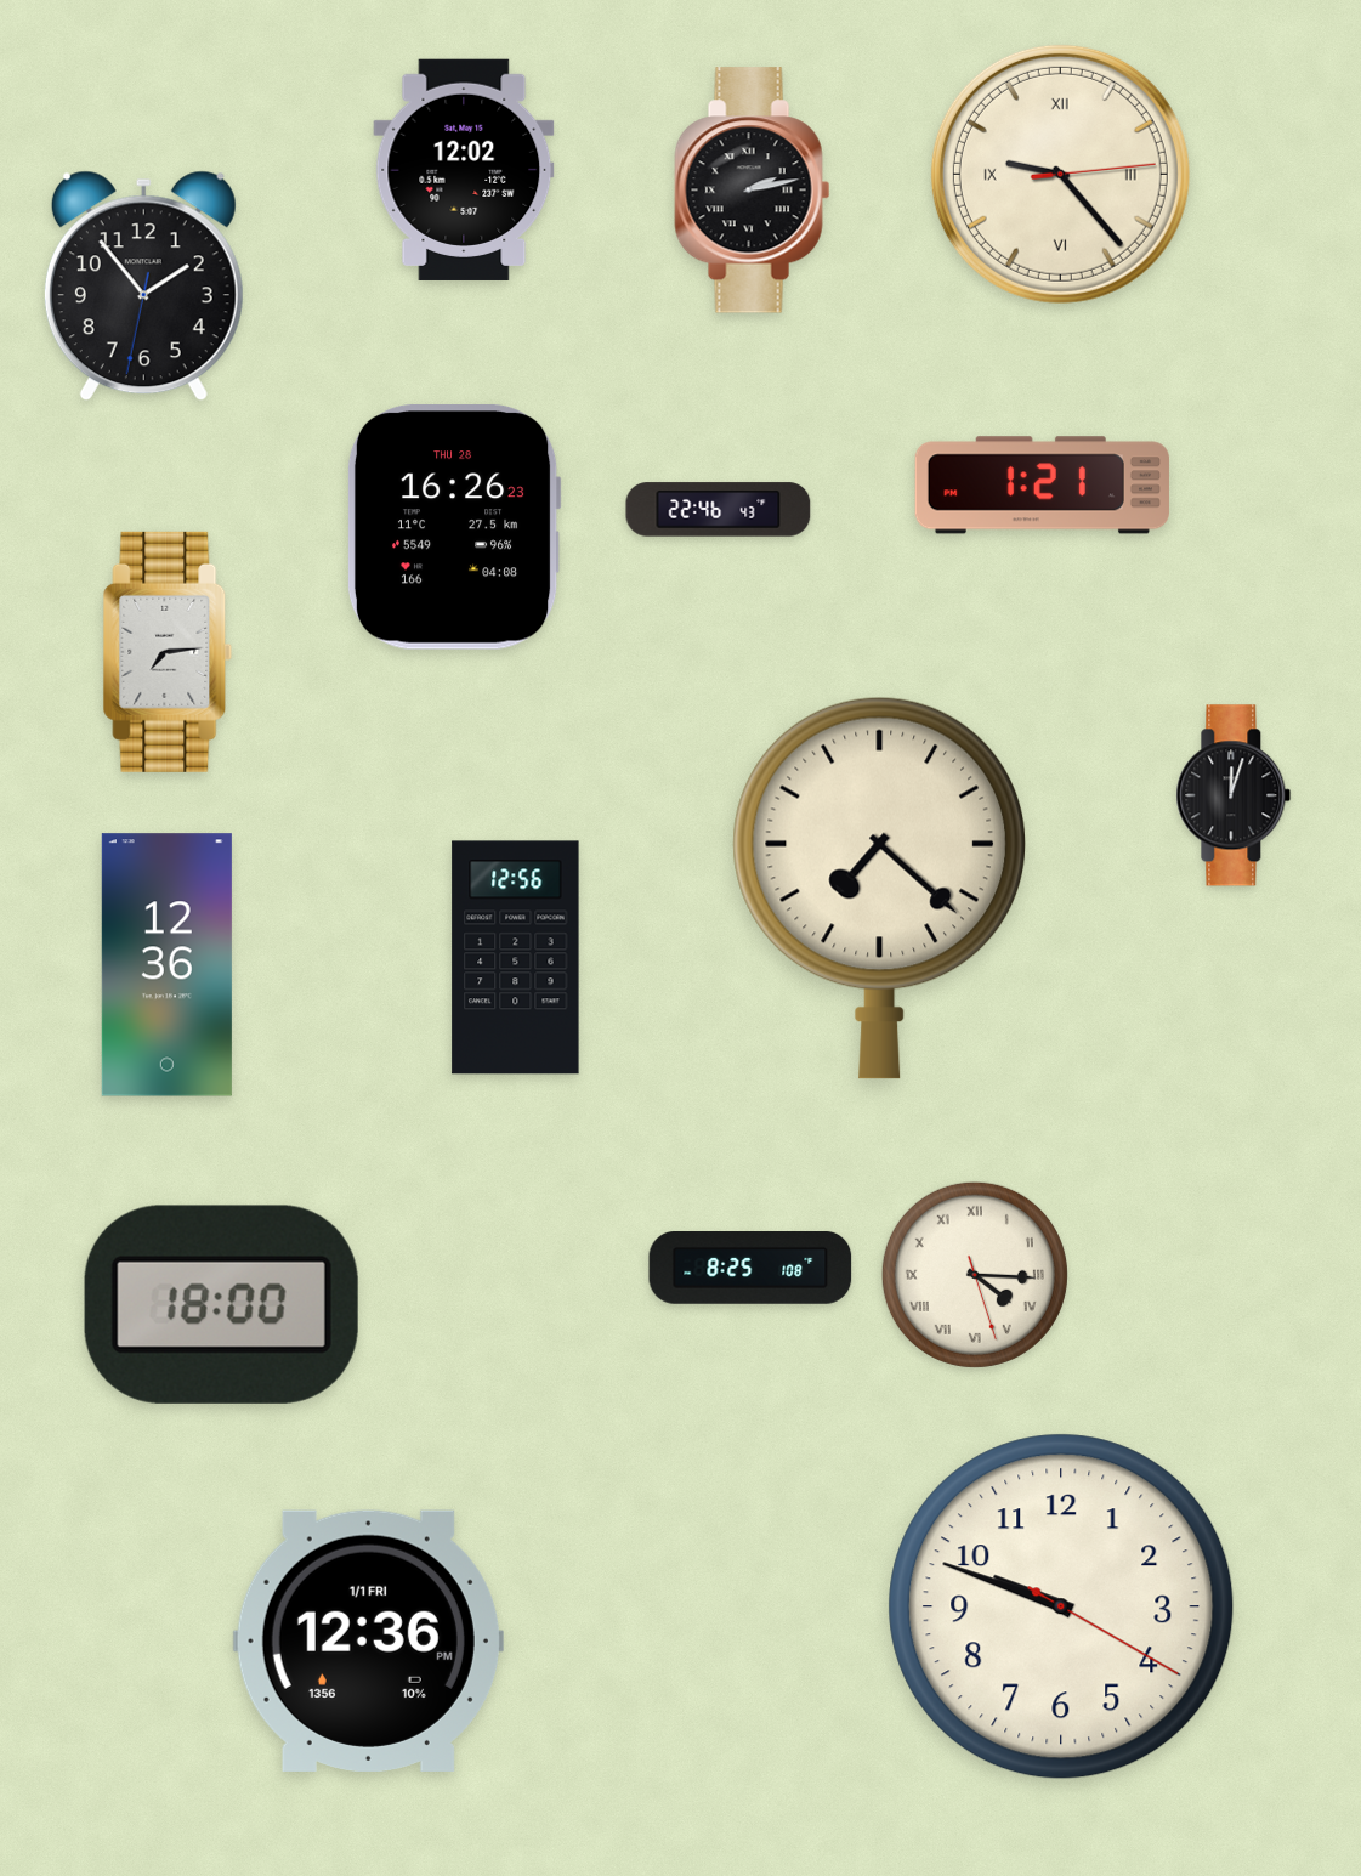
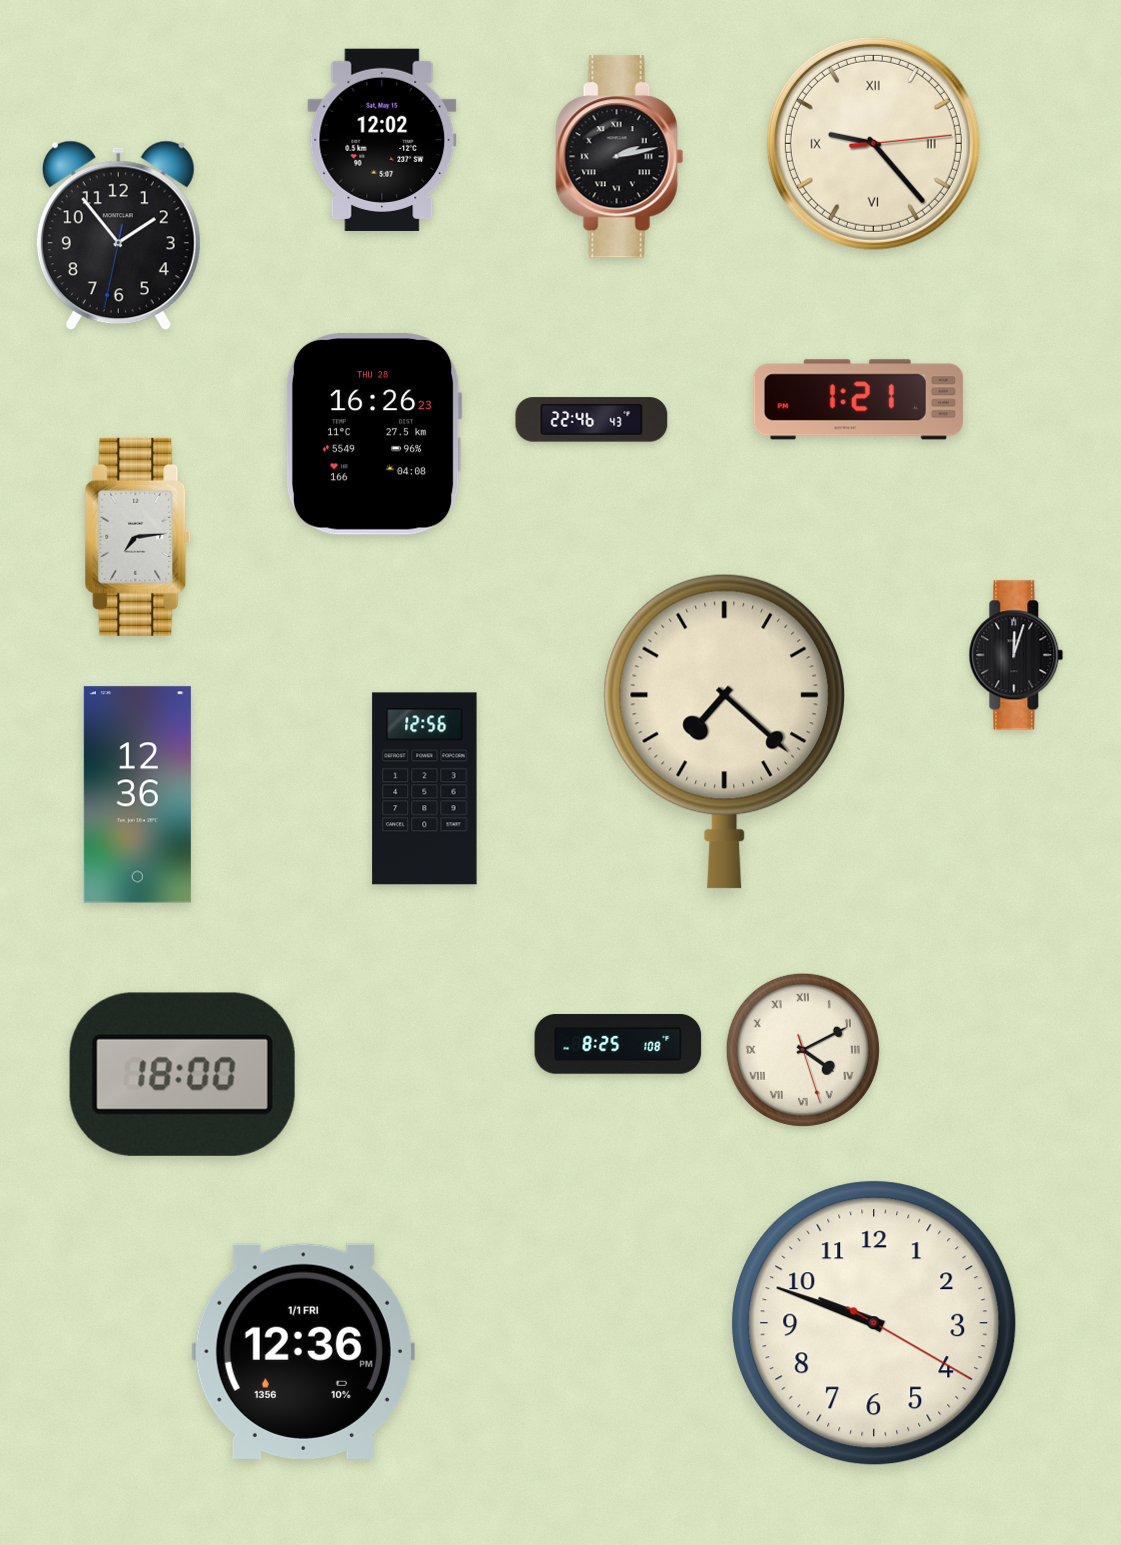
clock at (975, 1275): 4:15 -> 4:10
